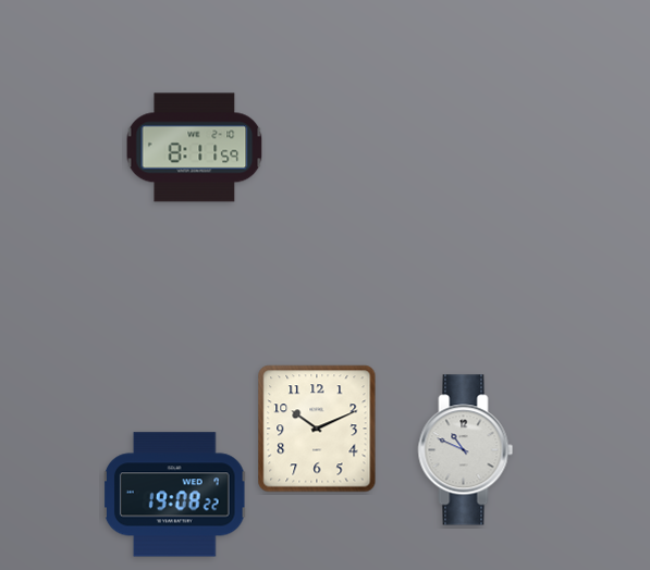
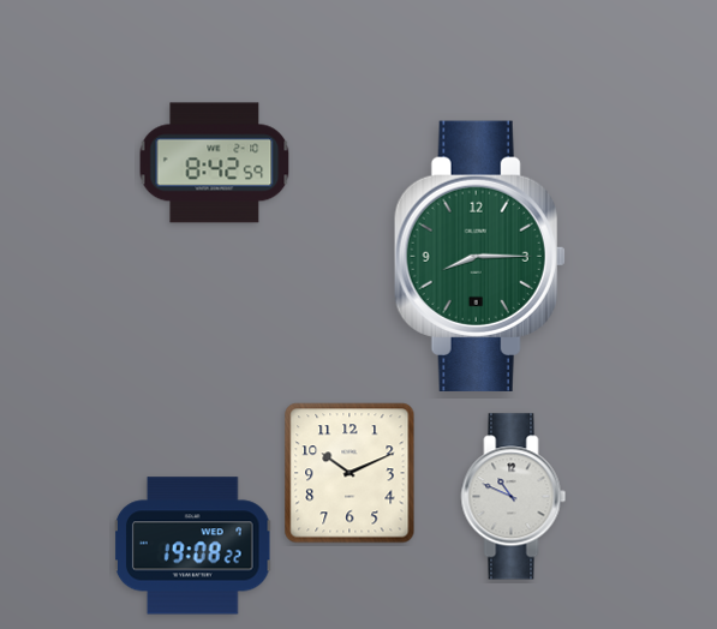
clock at (195, 148): 8:11 -> 8:42
clock at (479, 256): none -> 8:15
